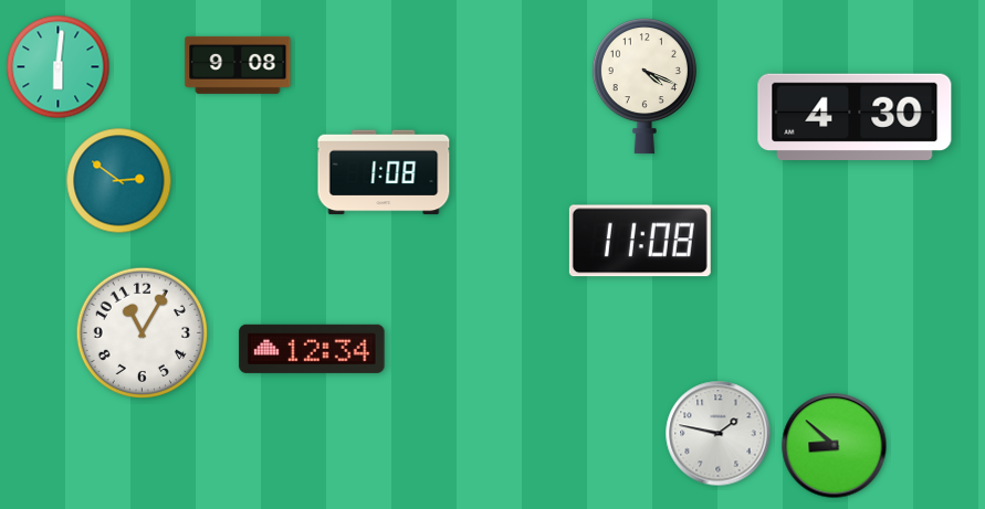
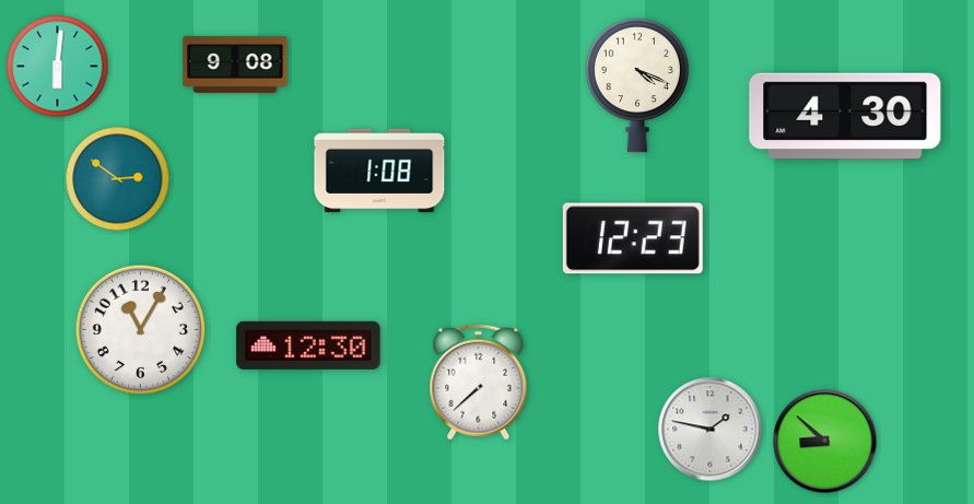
clock at (640, 241): 11:08 -> 12:23
clock at (312, 349): 12:34 -> 12:30
clock at (479, 383): none -> 7:38
